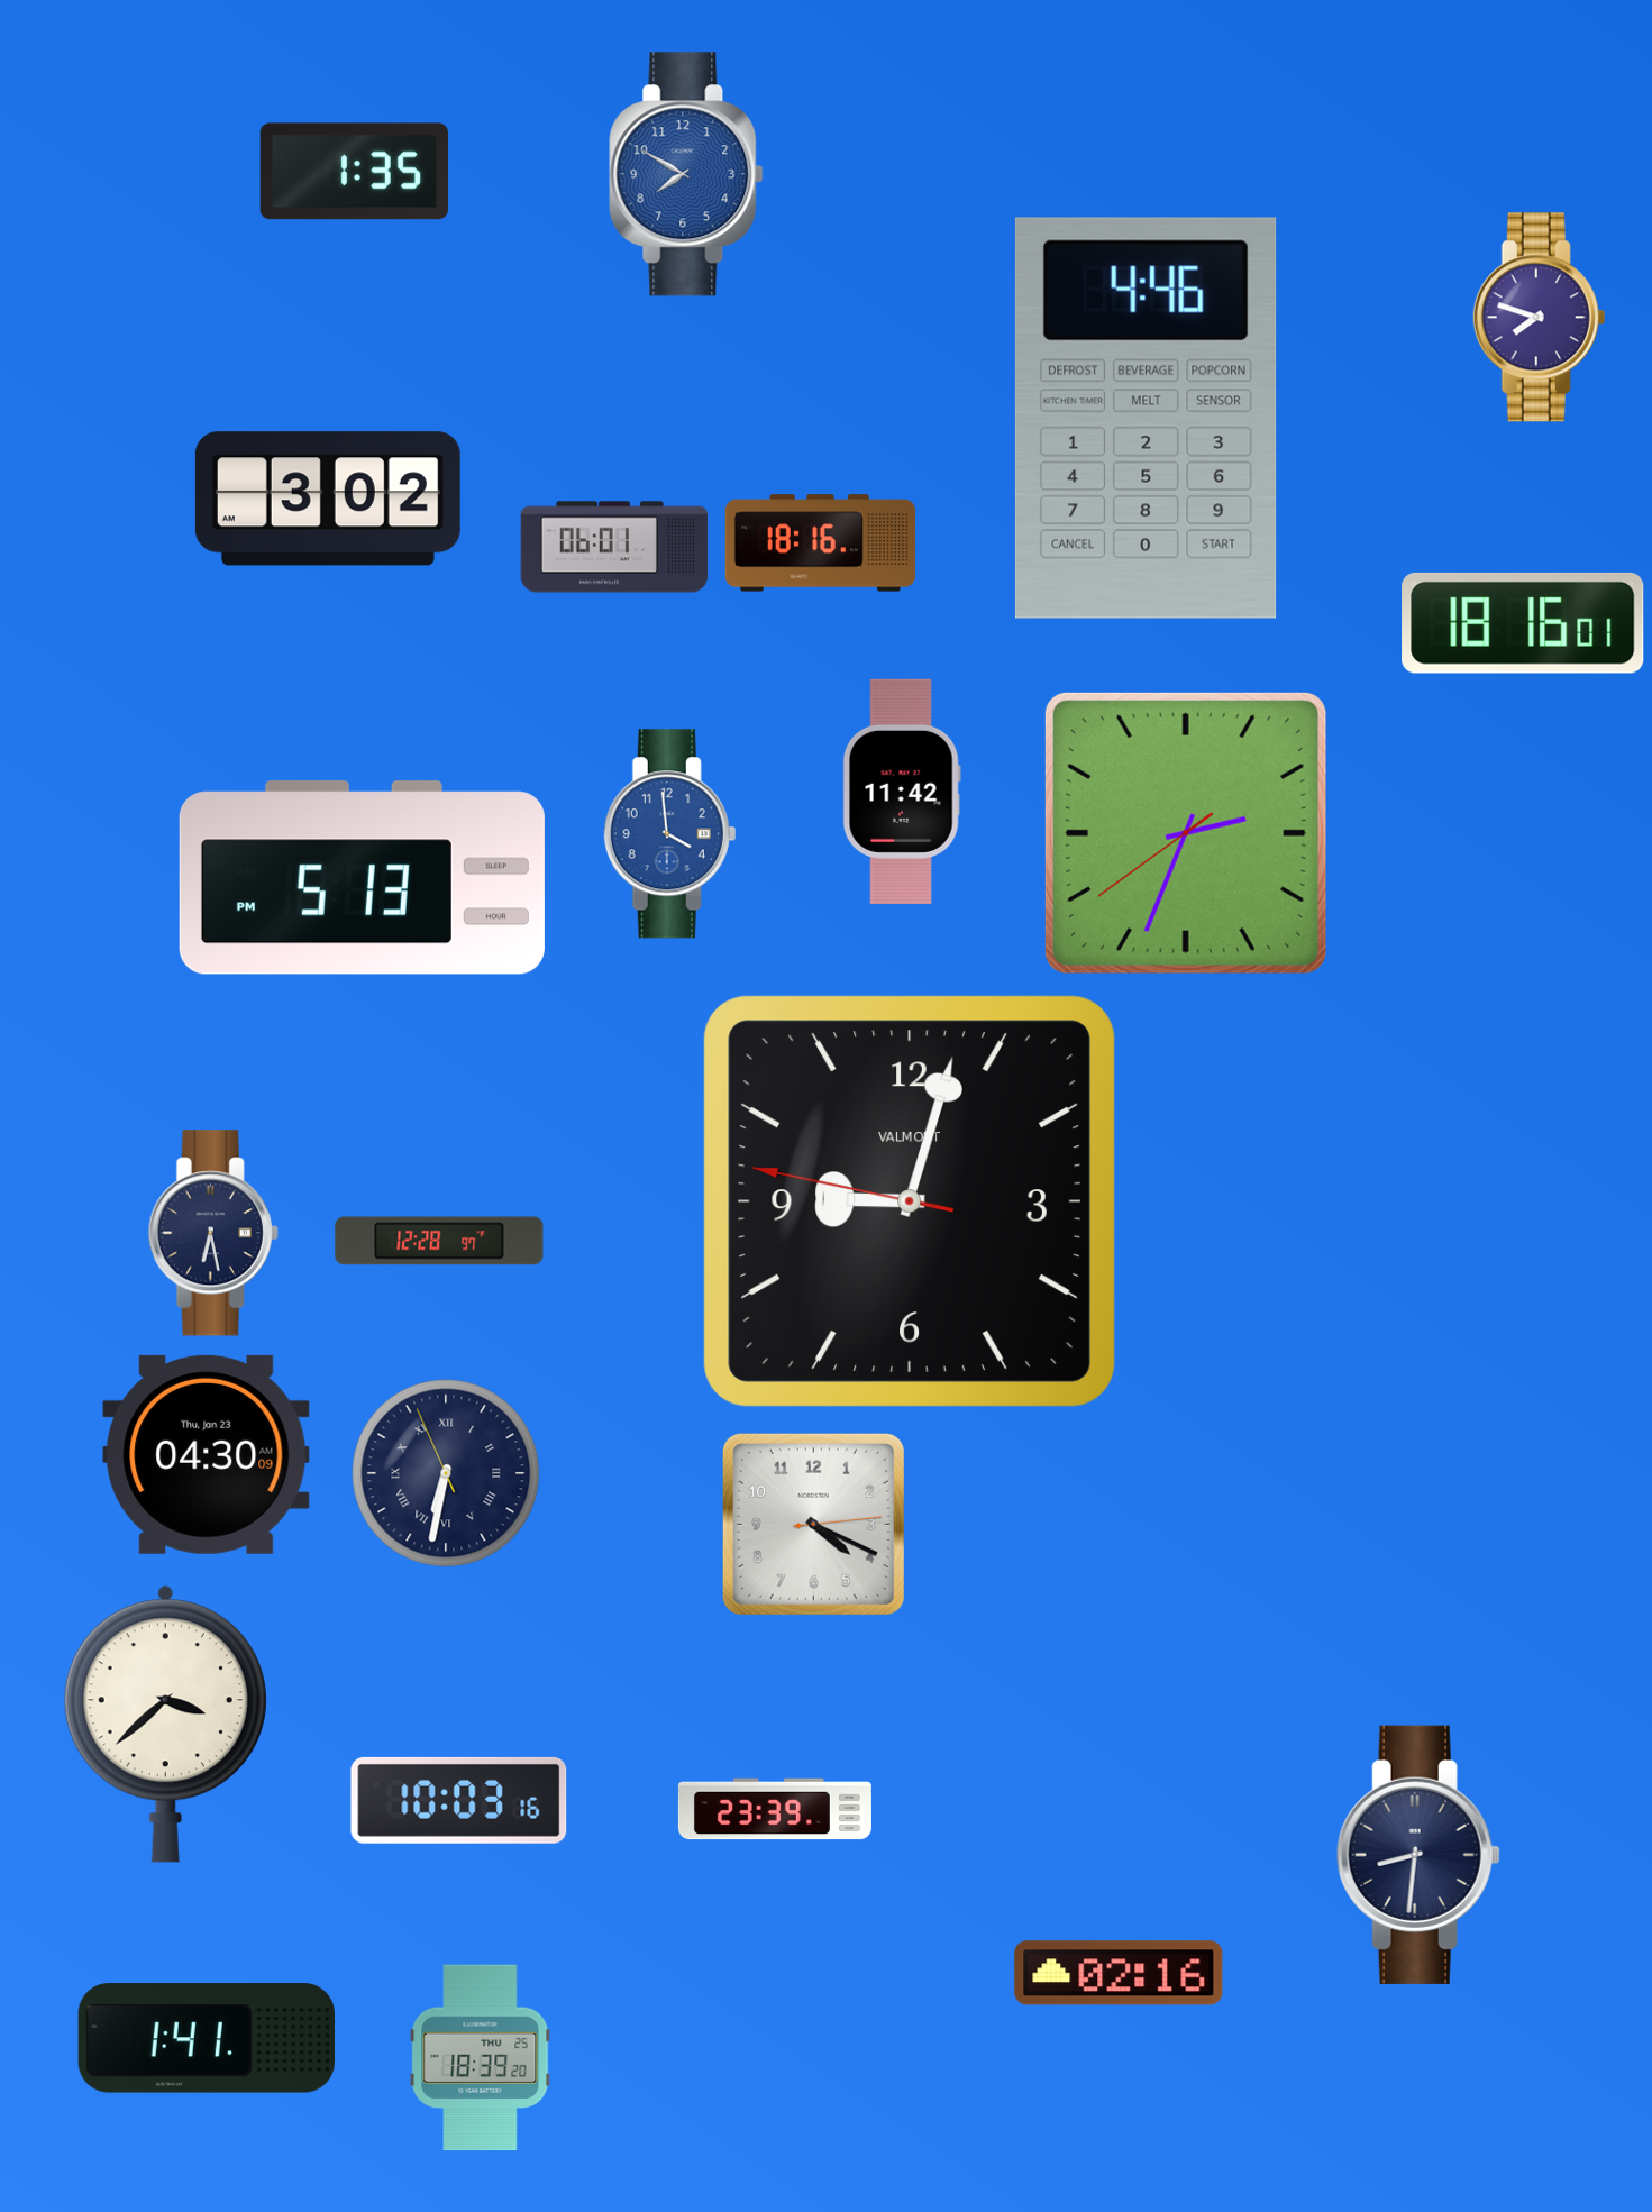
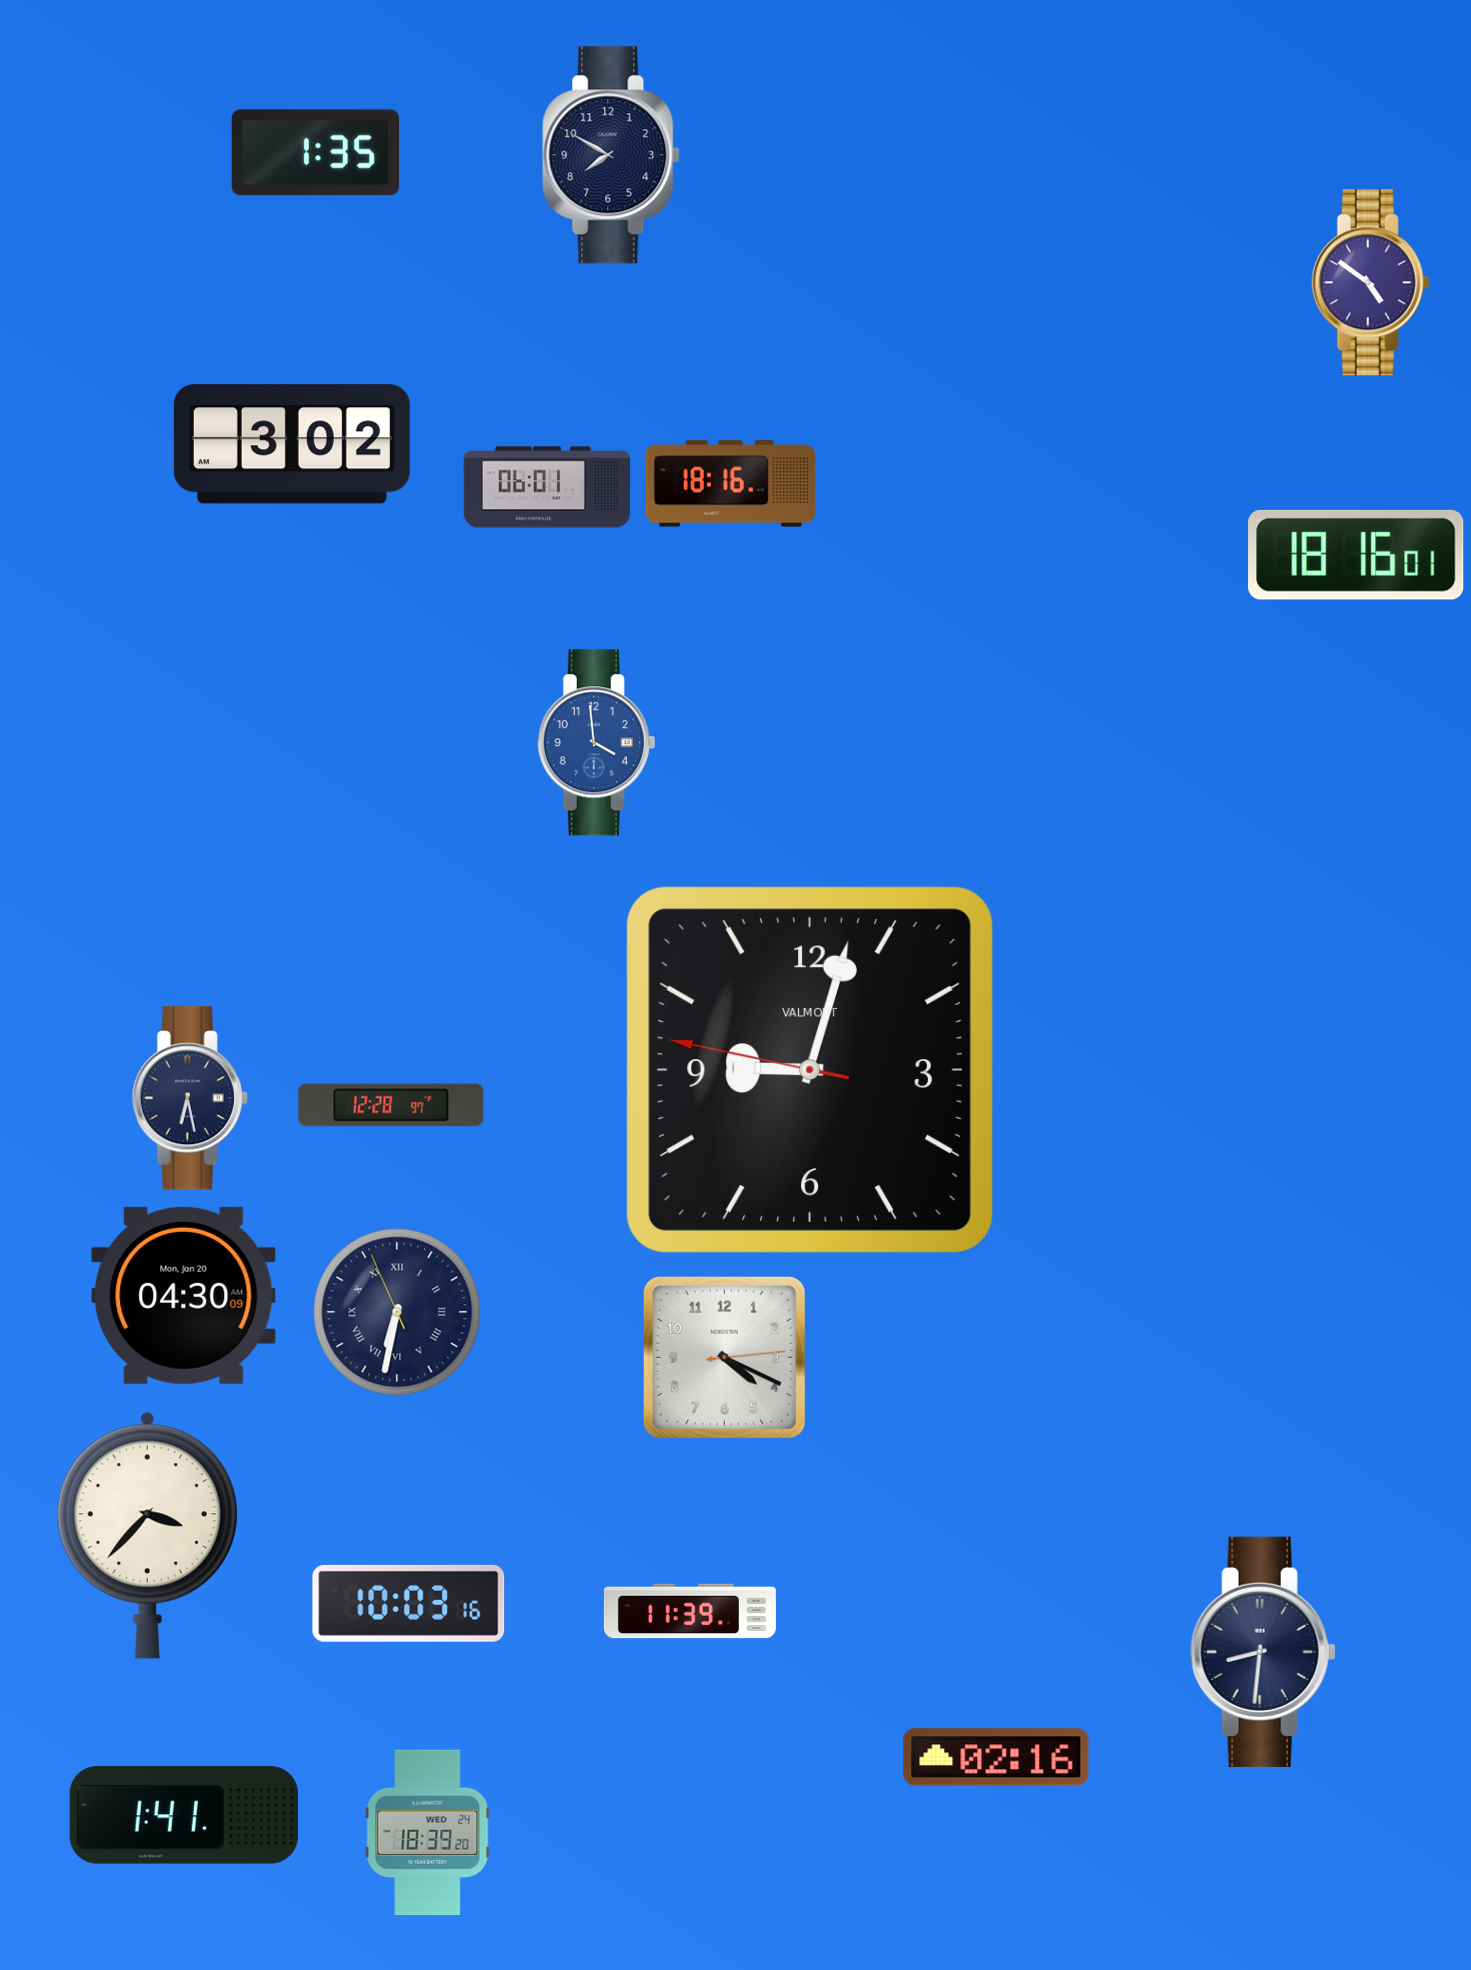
clock at (686, 174) dial: blue -> navy
clock at (1540, 318): 7:48 -> 4:51
clock at (1146, 418): 4:46 -> none
clock at (902, 792): 11:42 -> none
clock at (1186, 833): 2:33 -> none
clock at (362, 878): 5:13 -> none
clock at (207, 1454) date: Thu, Jan 23 -> Mon, Jan 20
clock at (165, 1724): 3:38 -> 3:37
clock at (775, 1809): 23:39 -> 11:39
clock at (481, 2058) date: THU 25 -> WED 24
